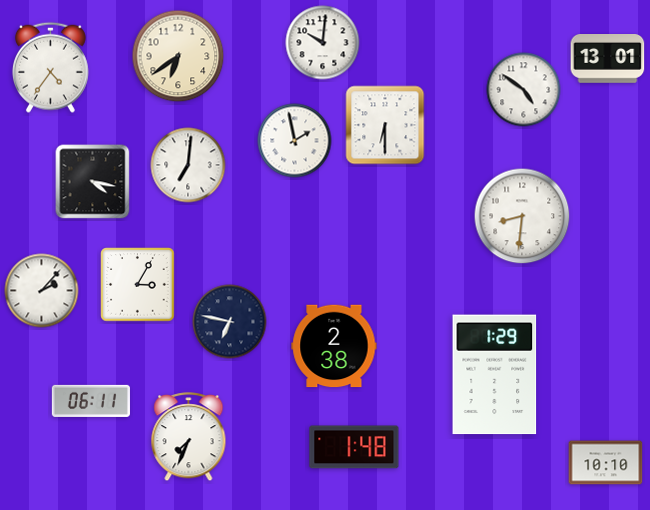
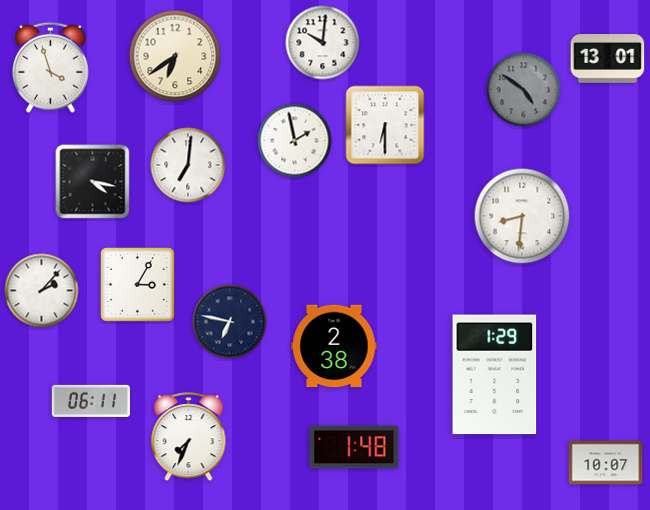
clock at (178, 56) position: (178, 56) -> (175, 56)
clock at (51, 67): 4:36 -> 3:57
clock at (524, 90) dial: white -> grey
clock at (606, 463): 10:10 -> 10:07
